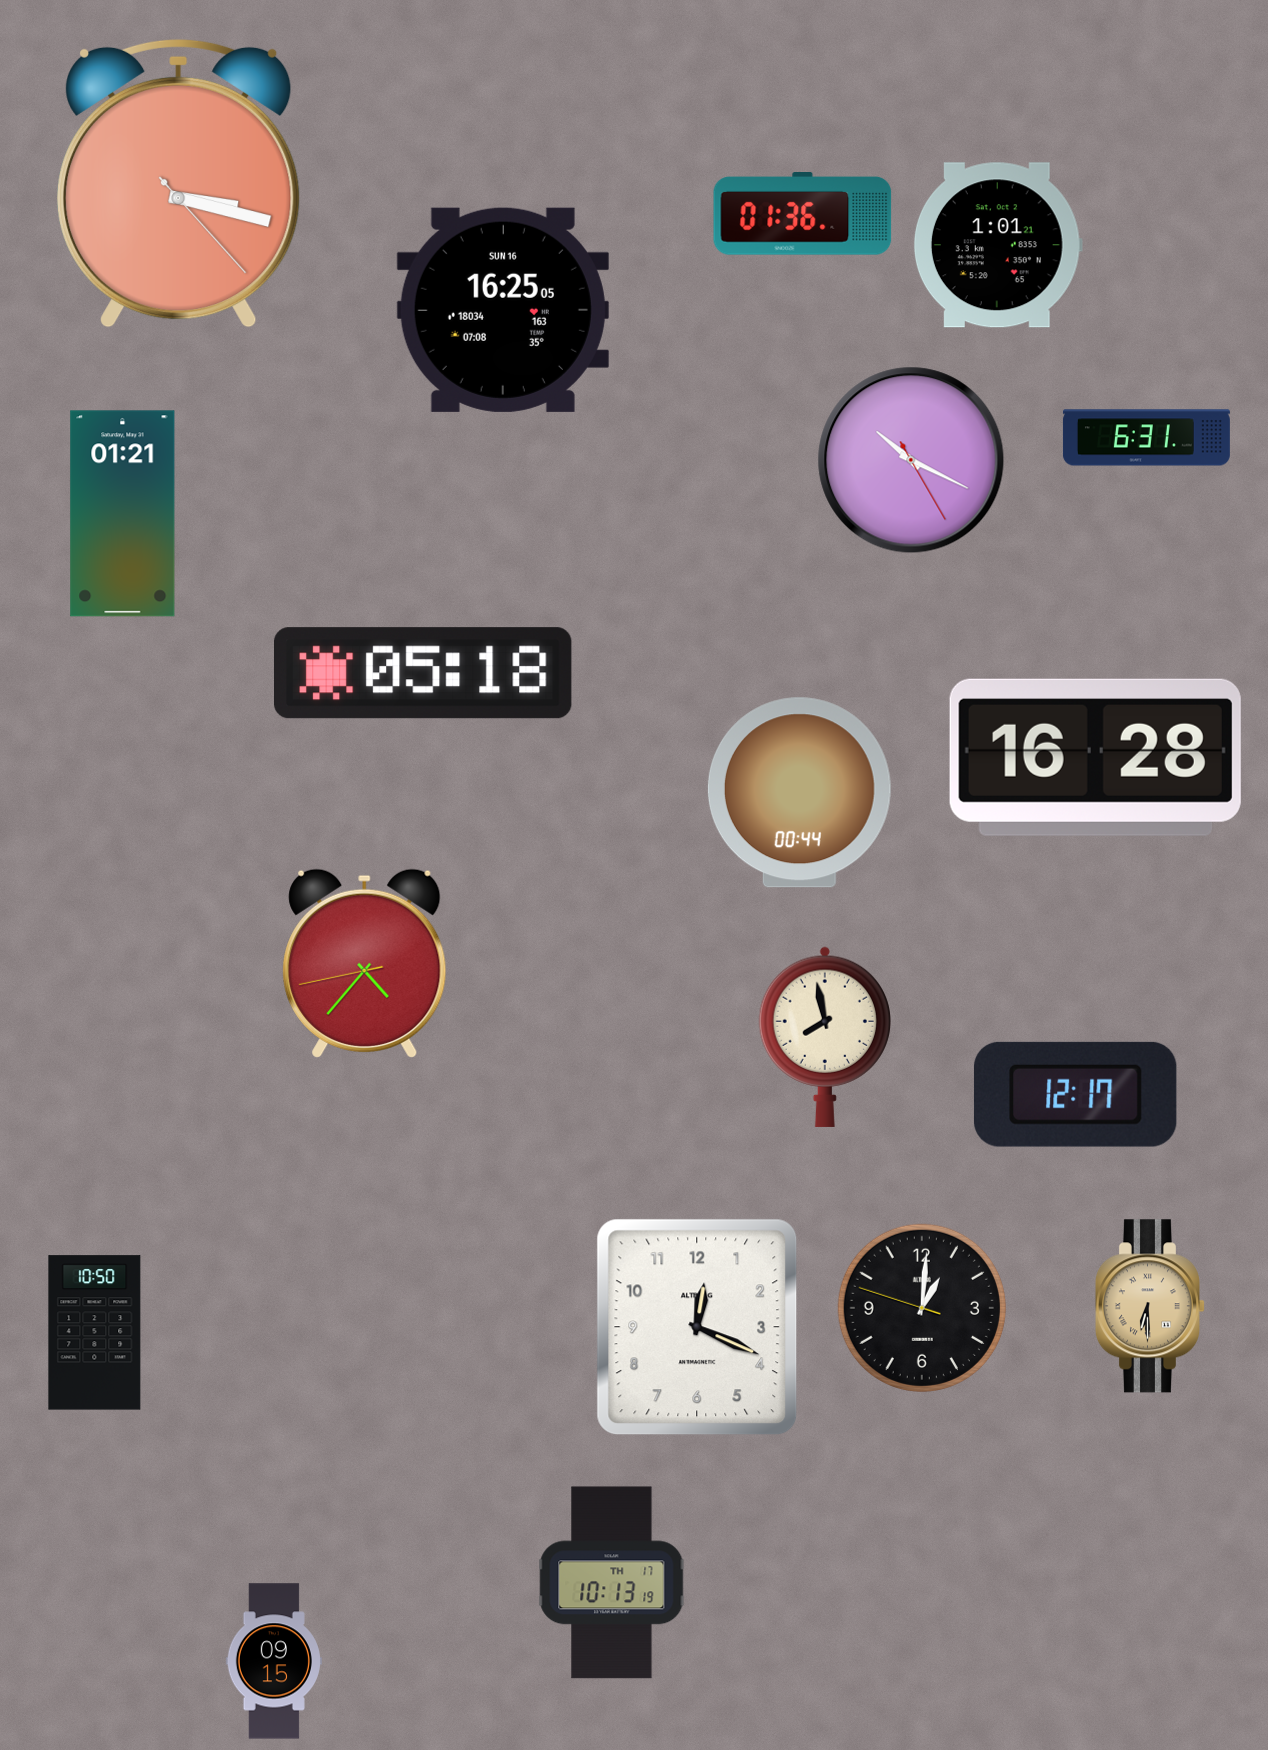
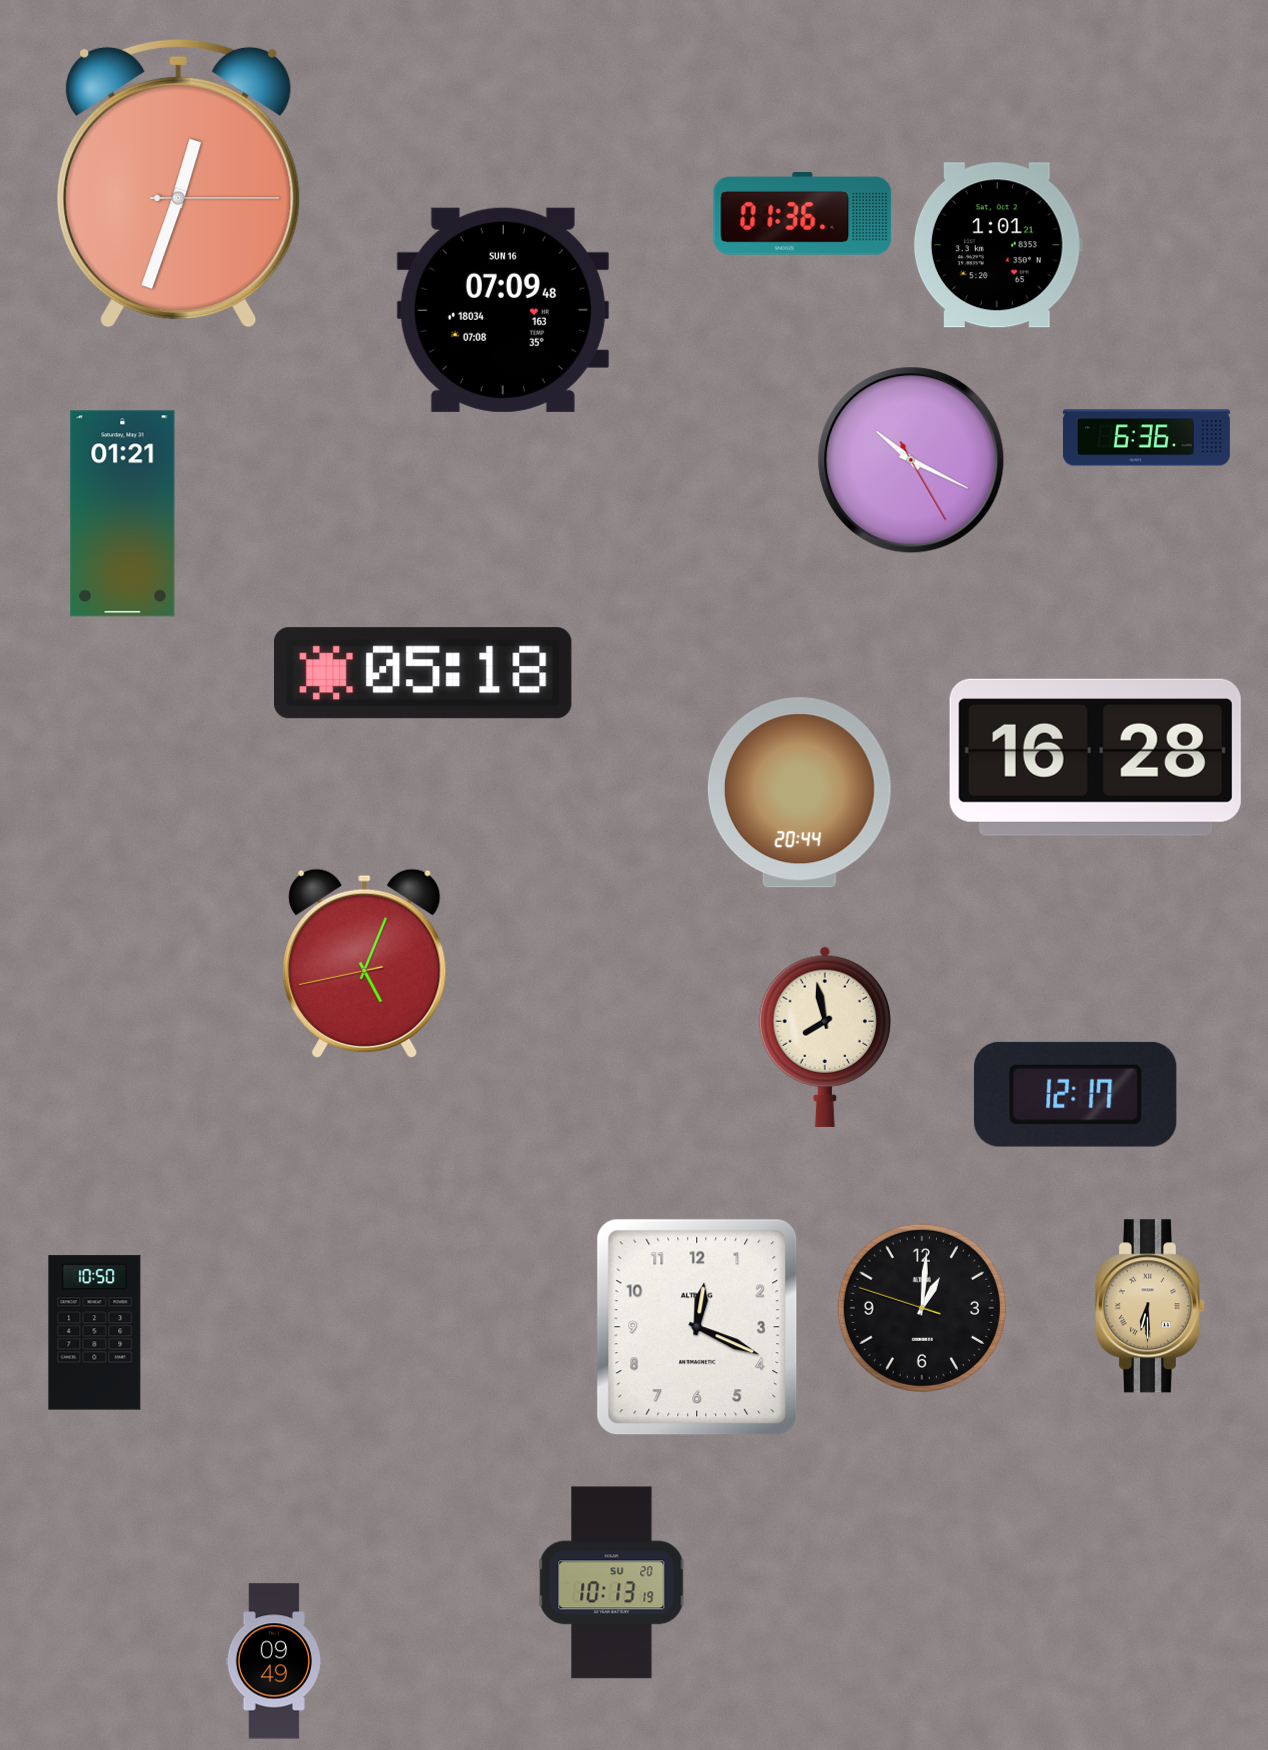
clock at (179, 183): 3:17 -> 12:33
clock at (503, 310): 16:25 -> 07:09
clock at (1146, 438): 6:31 -> 6:36
clock at (799, 793): 00:44 -> 20:44
clock at (365, 963): 4:36 -> 5:03
clock at (612, 1583) date: TH 17 -> SU 20
clock at (274, 1661): 09:15 -> 09:49
